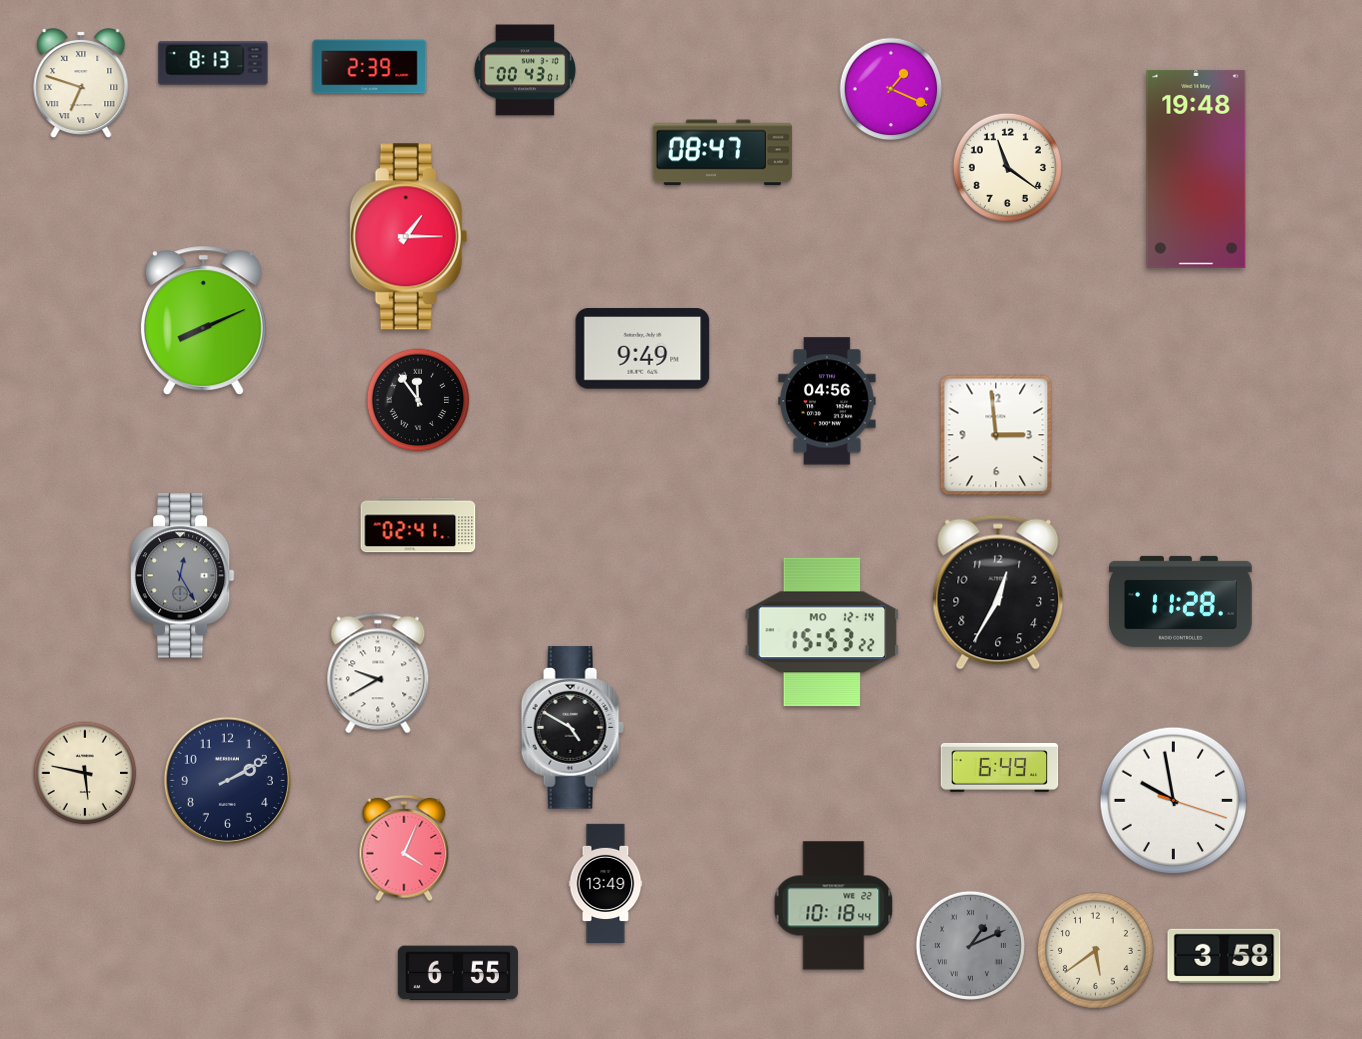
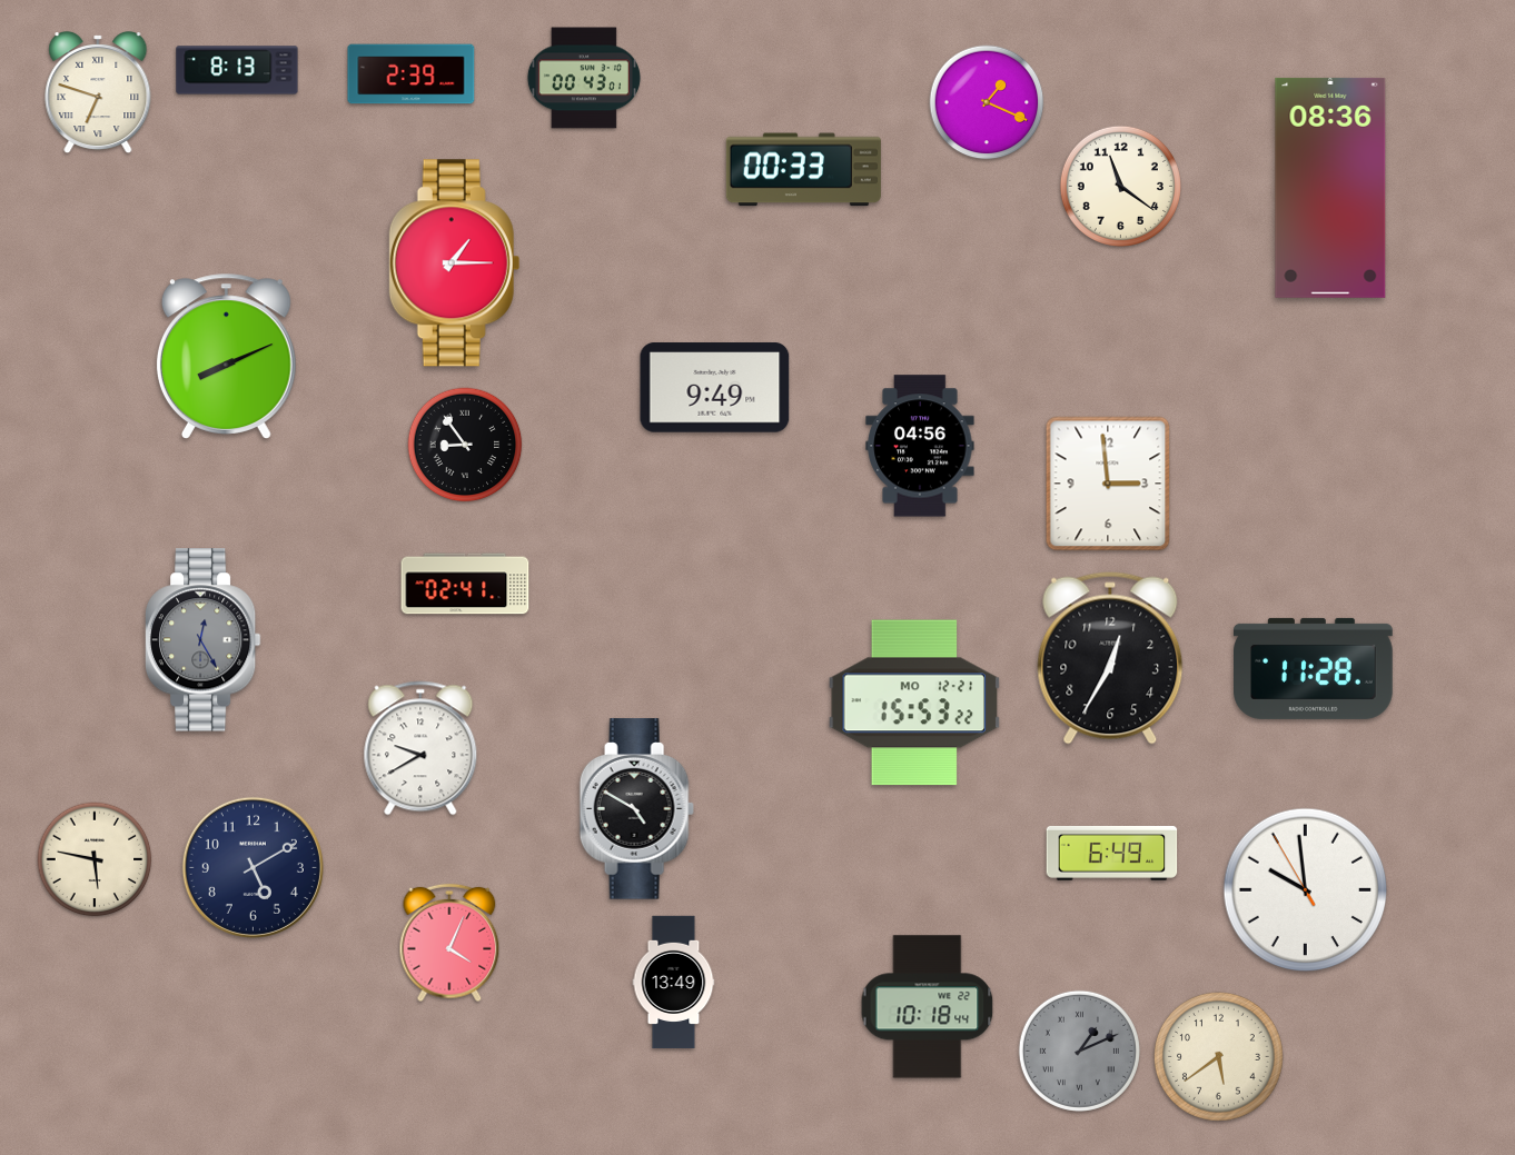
clock at (81, 84) position: (81, 84) -> (98, 93)
clock at (891, 89) position: (891, 89) -> (987, 102)
clock at (722, 153): 08:47 -> 00:33
clock at (1196, 169): 19:48 -> 08:36
clock at (418, 400): 11:54 -> 8:54
clock at (822, 632) date: MO 12-14 -> MO 12-21
clock at (227, 780): 2:10 -> 5:10
clock at (1174, 801): 9:58:18 -> 9:58:55
clock at (1224, 956): 3:58 -> none
clock at (458, 973): 6:55 -> none
